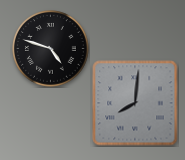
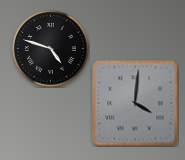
clock at (135, 103): 8:01 -> 4:01
